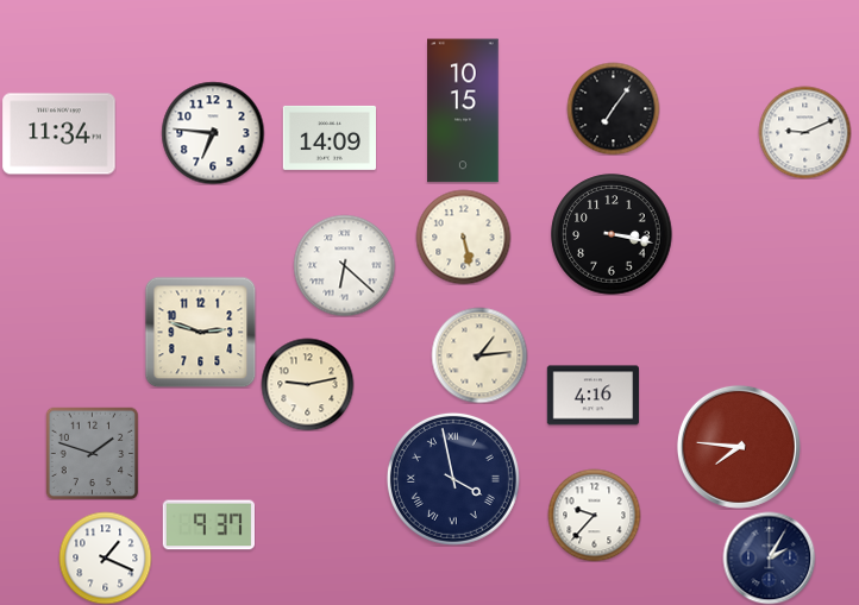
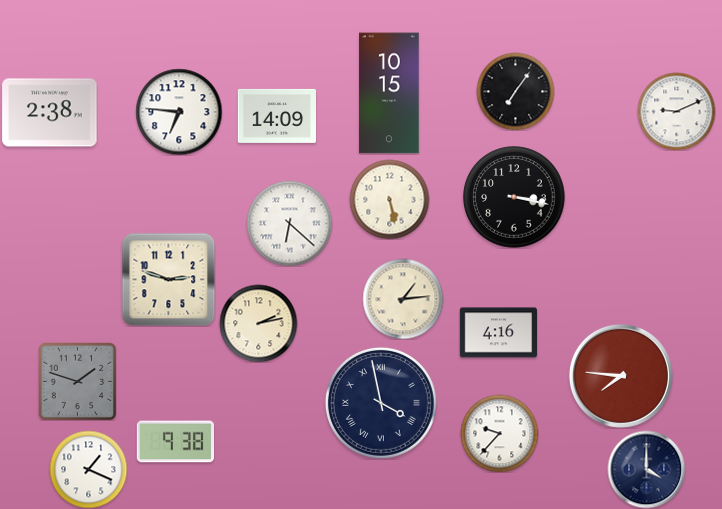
clock at (59, 134): 11:34 -> 2:38
clock at (307, 384): 9:13 -> 2:13
clock at (208, 525): 9:37 -> 9:38
clock at (769, 557): 2:05 -> 4:00
